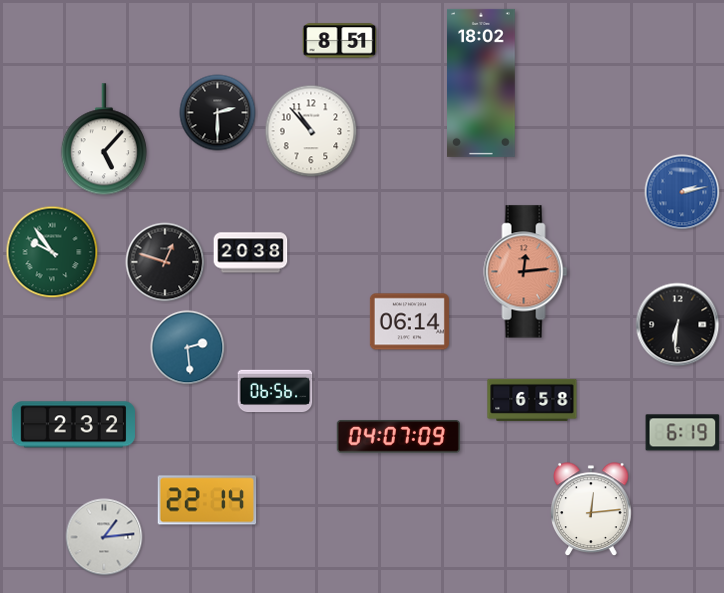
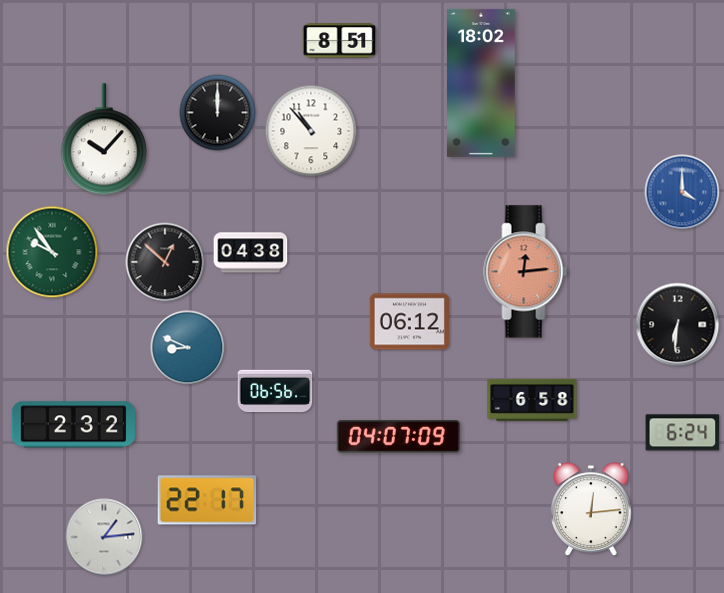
clock at (218, 113): 2:30 -> 12:00
clock at (104, 140): 5:07 -> 10:07
clock at (682, 192): 2:13 -> 4:00
clock at (251, 253): 20:38 -> 04:38
clock at (165, 262): 12:48 -> 12:52
clock at (409, 322): 06:14 -> 06:12
clock at (188, 348): 2:29 -> 8:49
clock at (683, 433): 6:19 -> 6:24
clock at (207, 500): 22:14 -> 22:17
